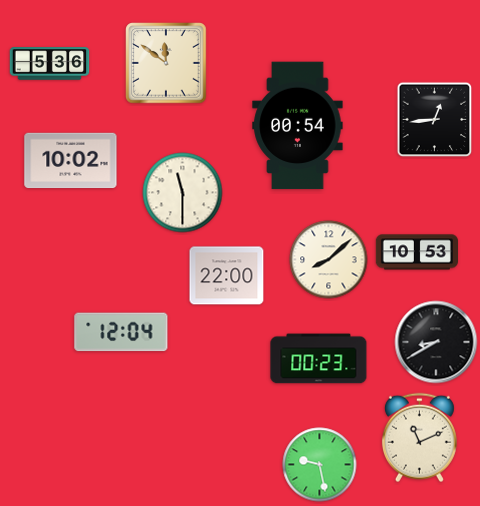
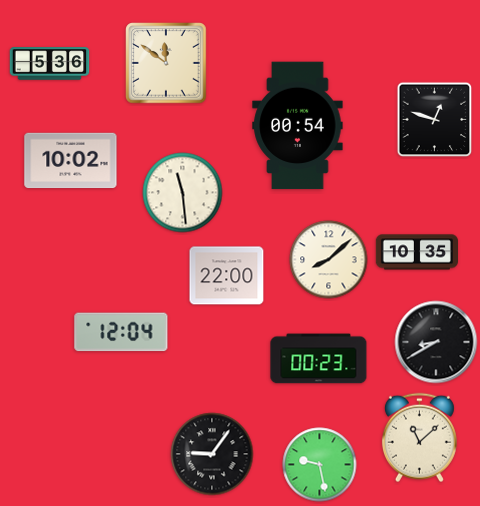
clock at (435, 120): 12:44 -> 12:48
clock at (183, 193): 11:30 -> 11:29
clock at (416, 252): 10:53 -> 10:35
clock at (419, 438): 11:11 -> 11:08
clock at (212, 454): none -> 9:06
